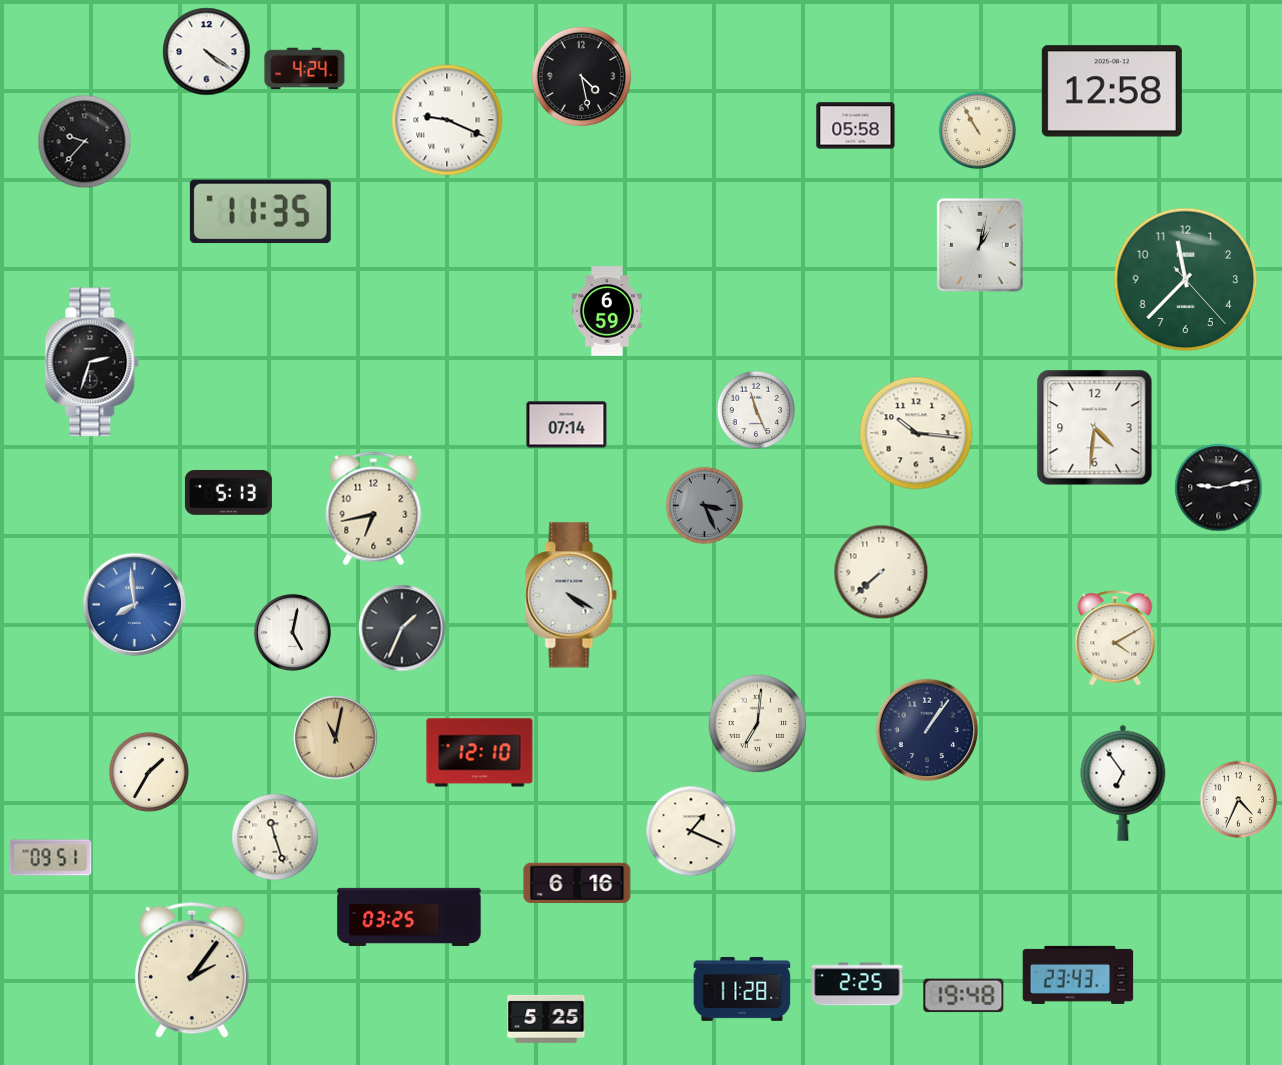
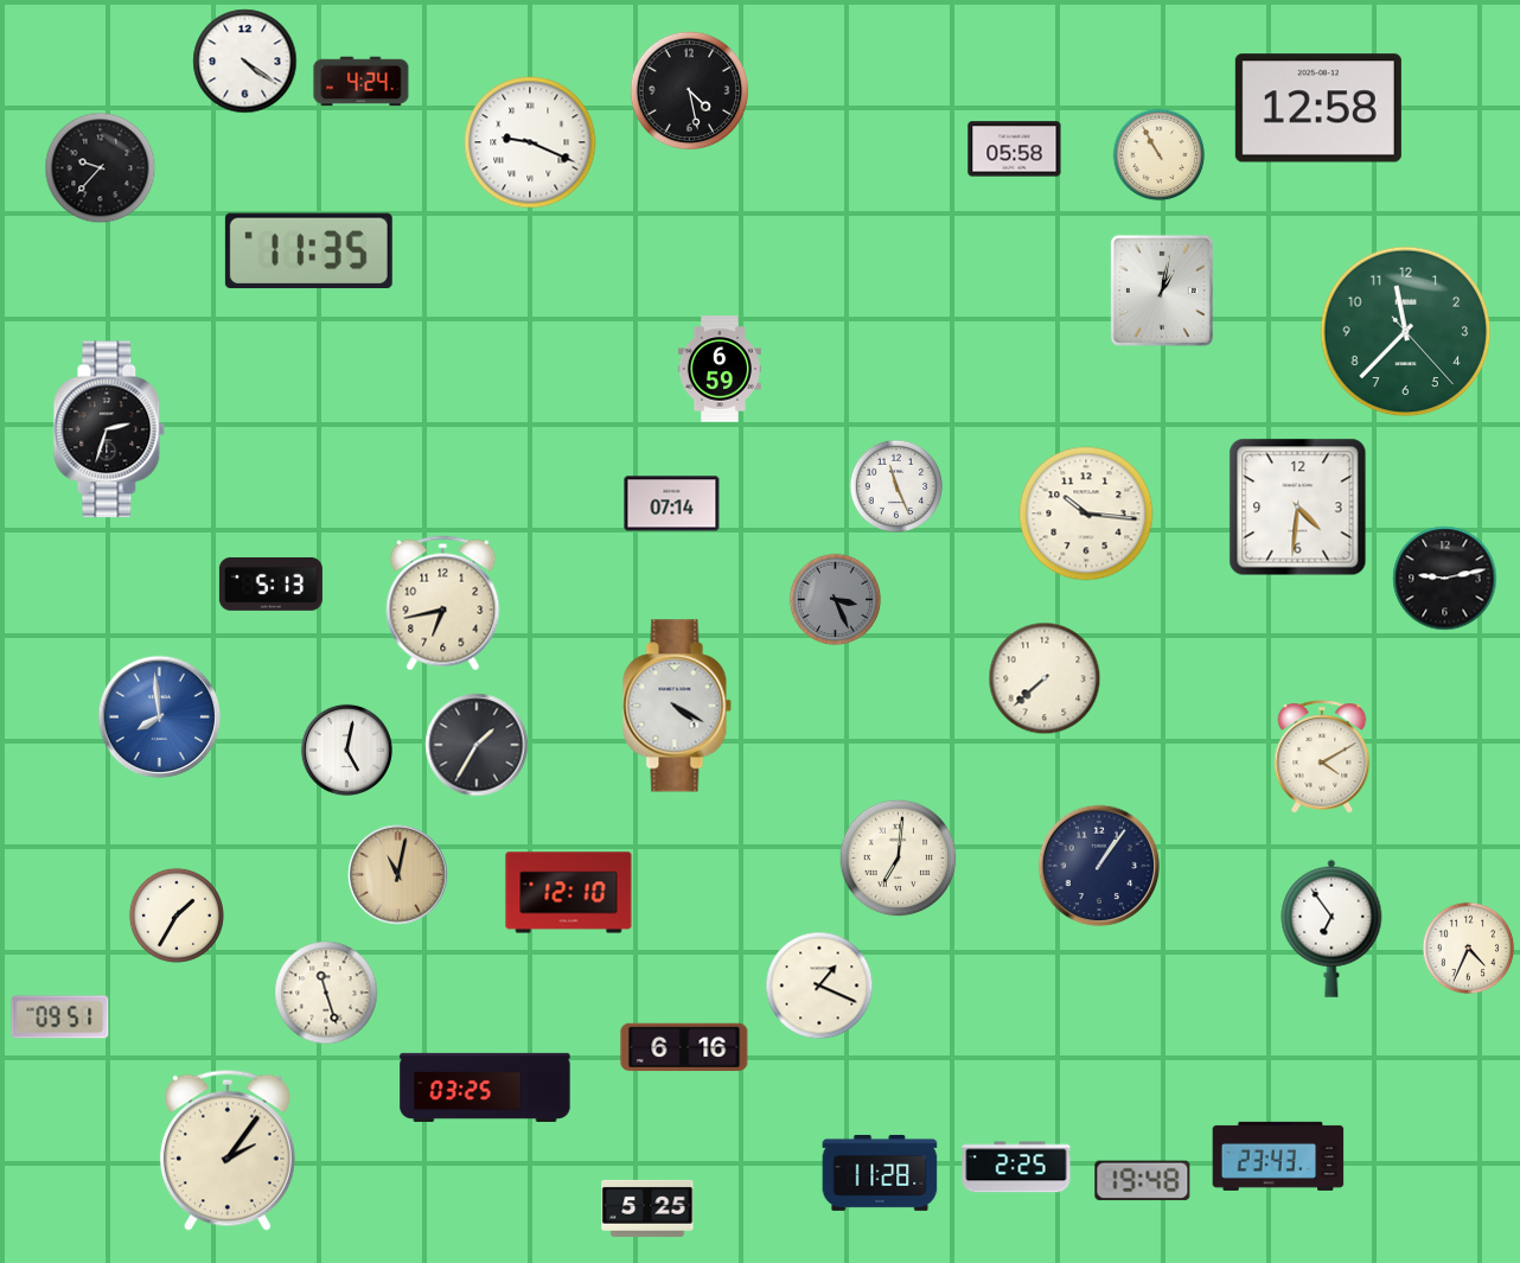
clock at (402, 628): 1:34 -> 1:35
